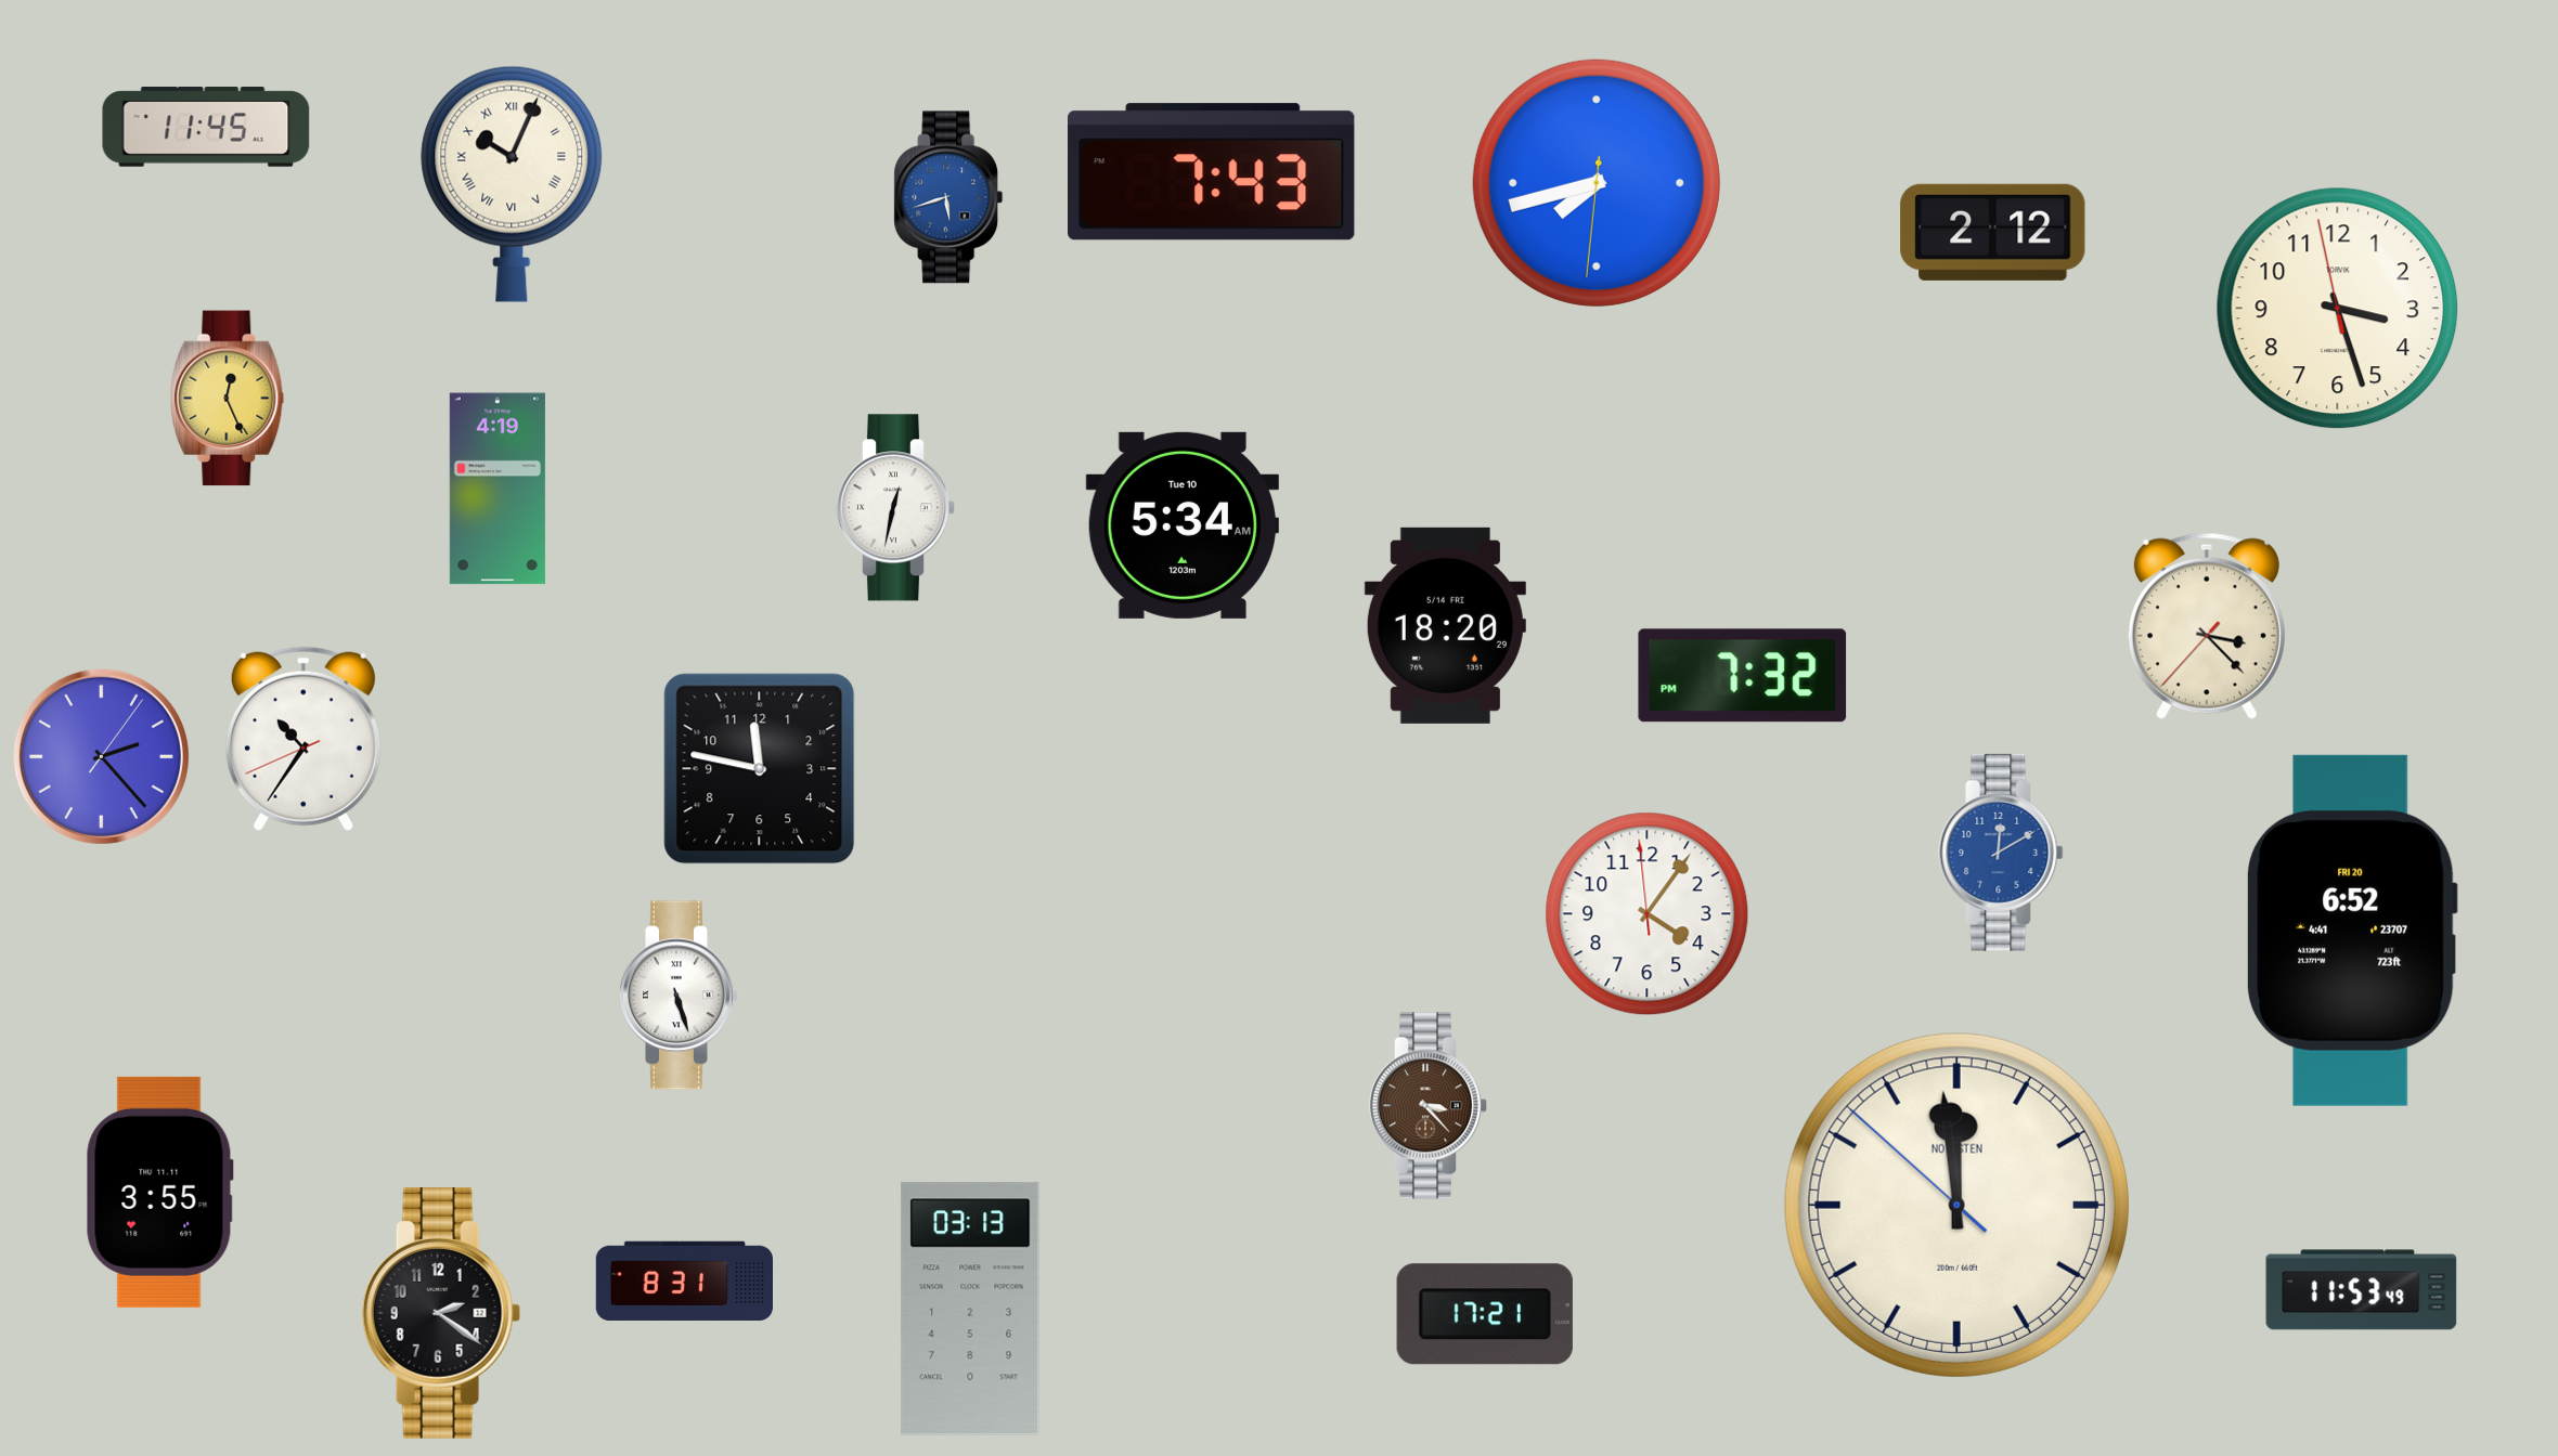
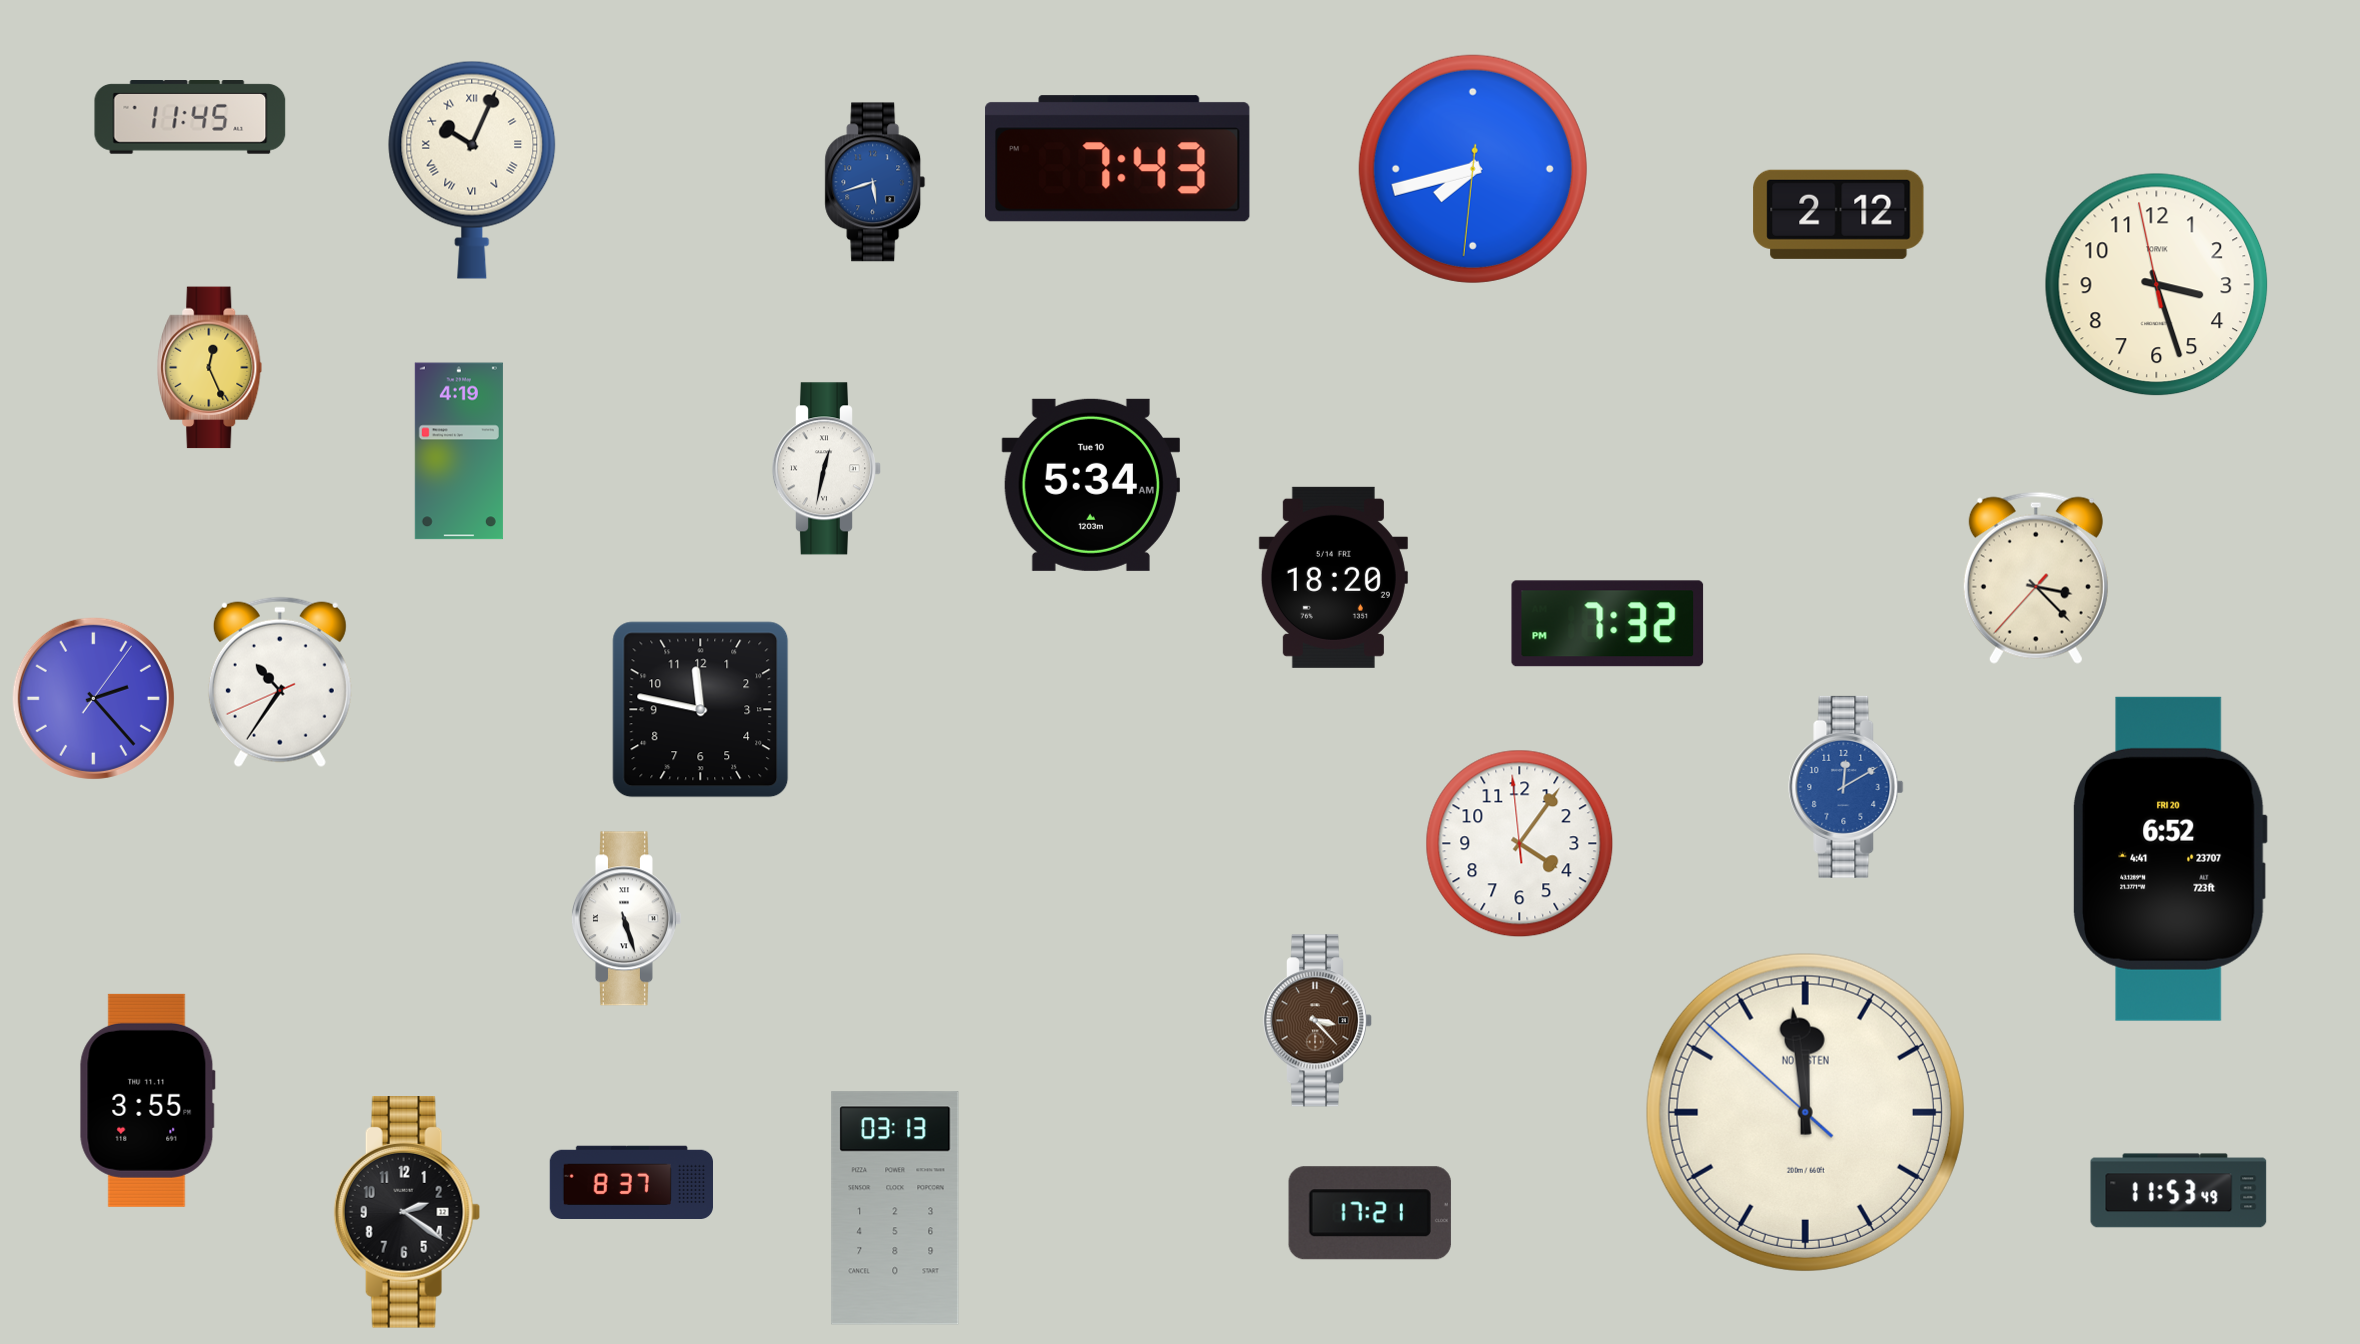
clock at (684, 1282): 8:31 -> 8:37
